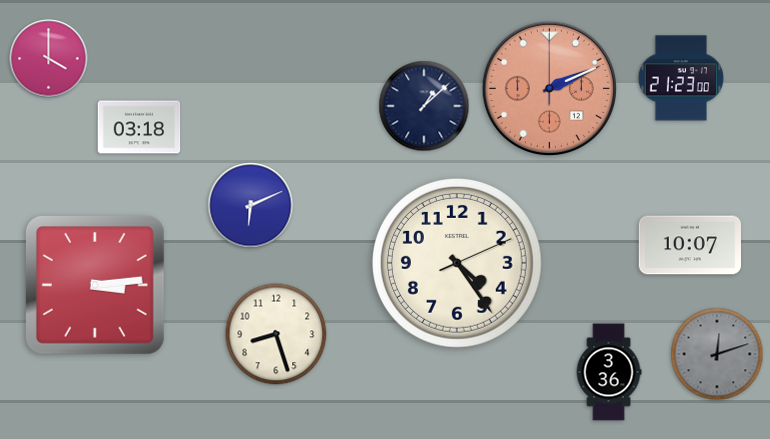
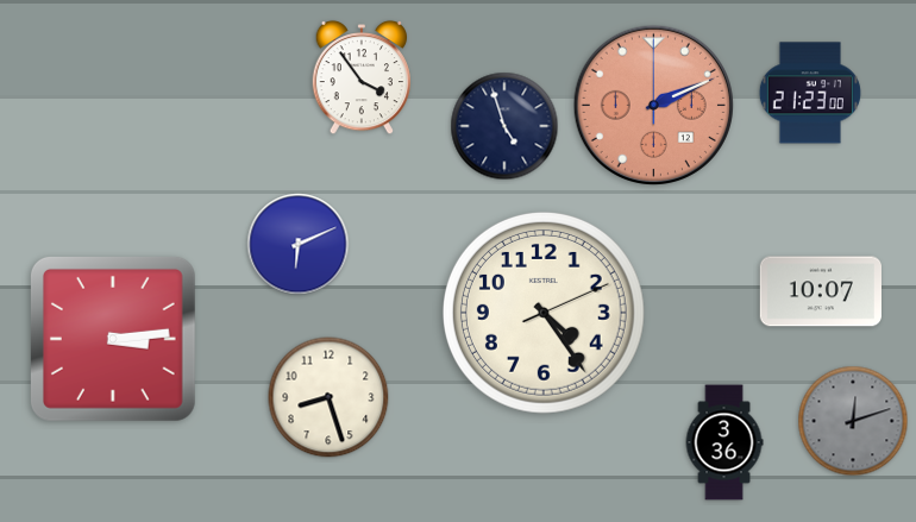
clock at (49, 59): 4:00 -> none
clock at (360, 77): none -> 3:54
clock at (424, 106): 1:08 -> 4:57
clock at (139, 127): 03:18 -> none
